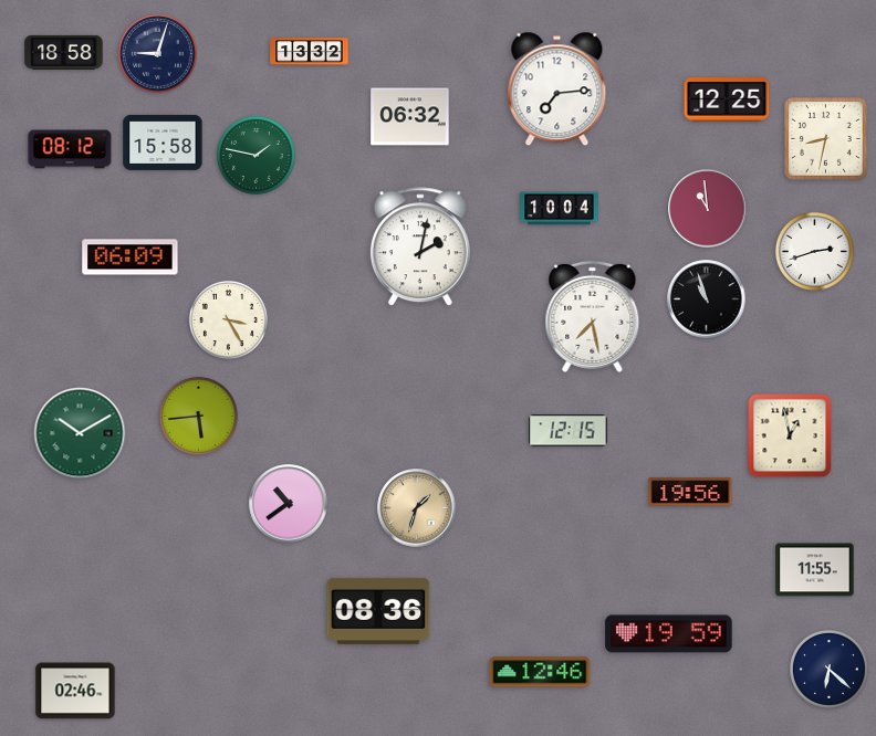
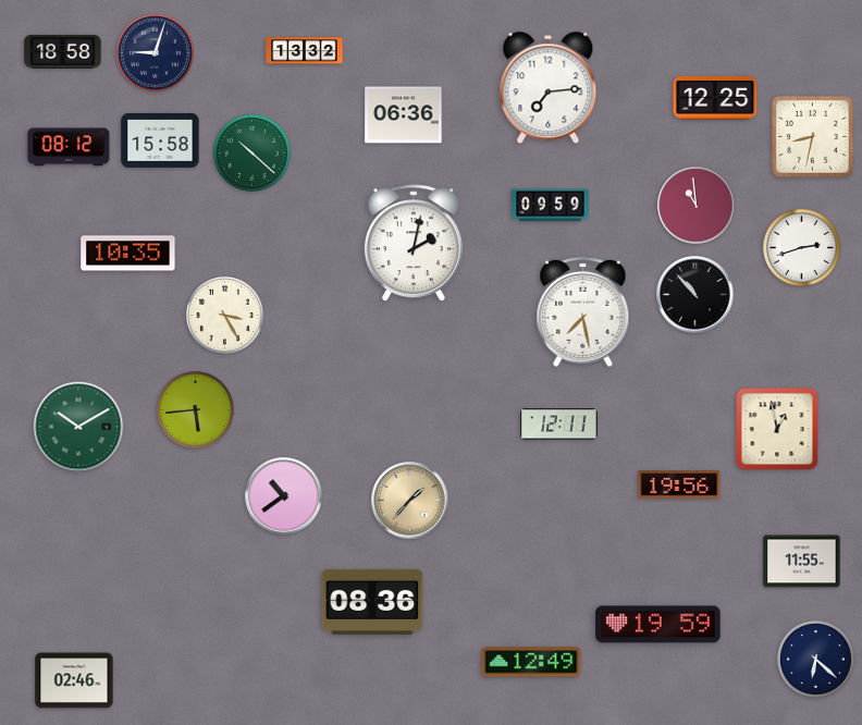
clock at (410, 117): 06:32 -> 06:36
clock at (255, 155): 1:47 -> 10:22
clock at (560, 209): 10:04 -> 09:59
clock at (131, 257): 06:09 -> 10:35
clock at (707, 299): 10:57 -> 10:53
clock at (569, 431): 12:15 -> 12:11
clock at (417, 508): 1:33 -> 1:37
clock at (540, 672): 12:46 -> 12:49
